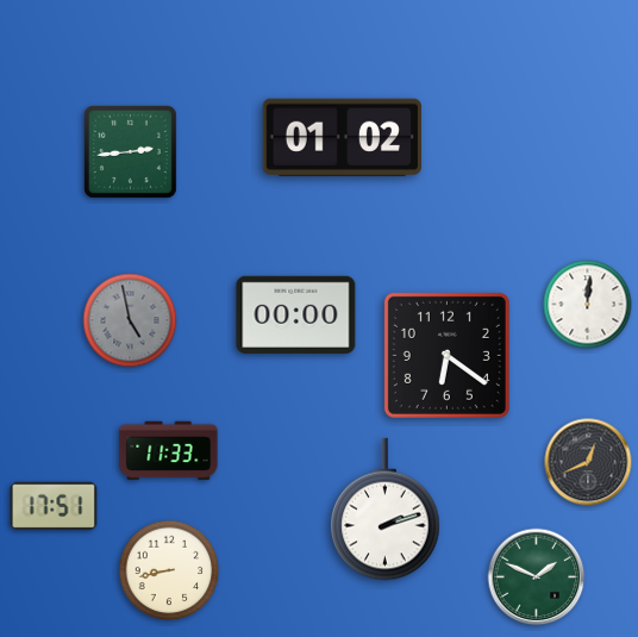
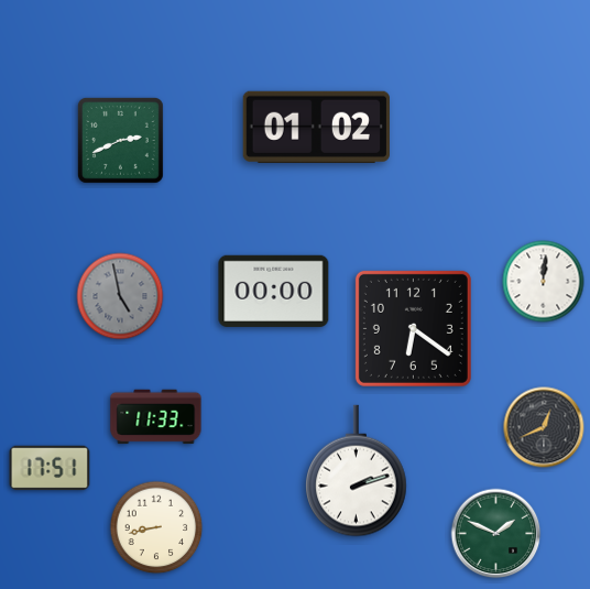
clock at (130, 151): 2:44 -> 2:41
